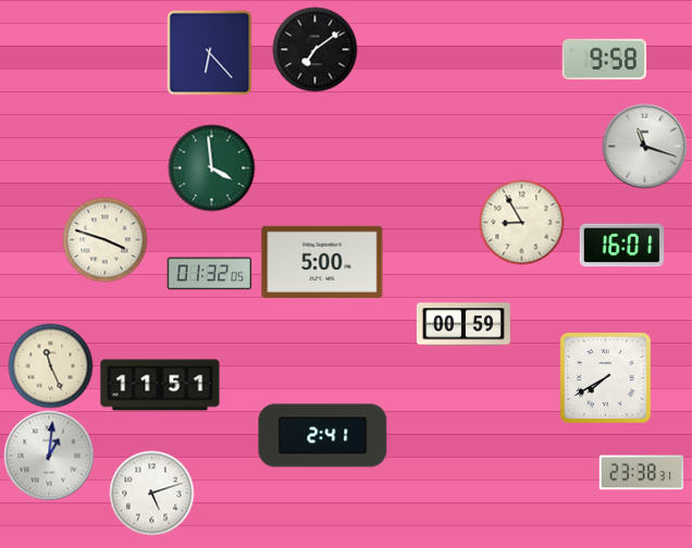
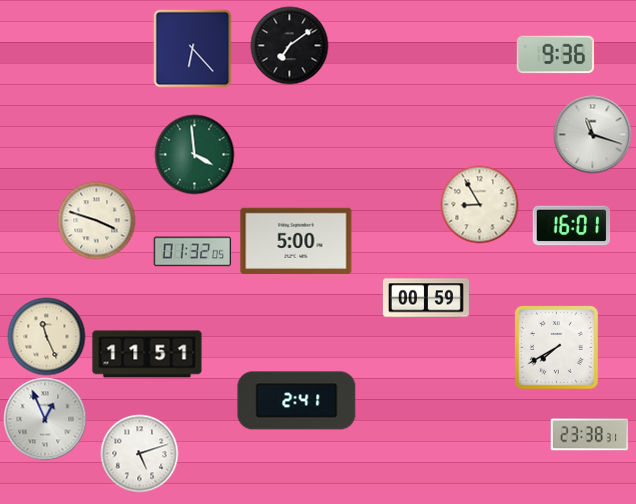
clock at (604, 60): 9:58 -> 9:36
clock at (49, 456): 1:01 -> 12:56
